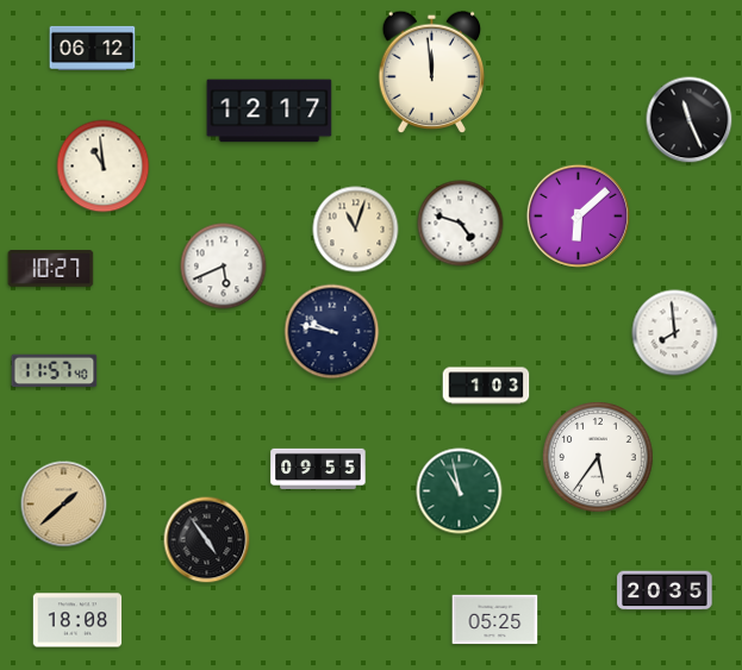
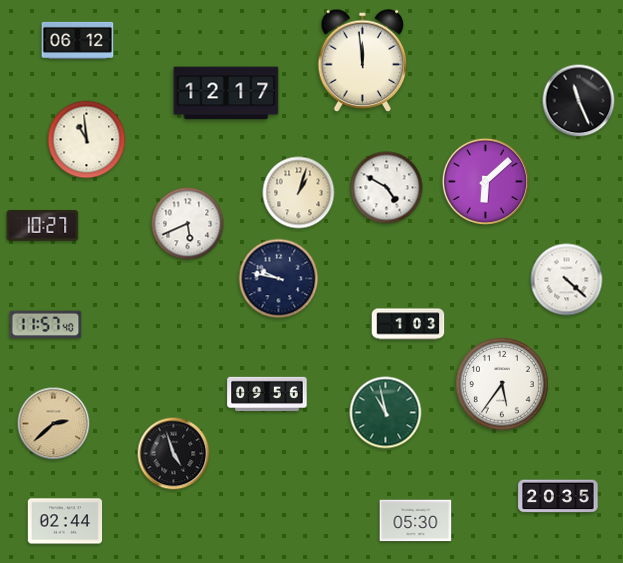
clock at (461, 224): 4:48 -> 4:50
clock at (356, 230): 11:03 -> 1:03
clock at (675, 333): 7:59 -> 4:22
clock at (55, 371) position: (55, 371) -> (46, 325)
clock at (318, 469): 09:55 -> 09:56
clock at (64, 505): 1:38 -> 2:38
clock at (207, 540): 4:54 -> 4:57
clock at (77, 620): 18:08 -> 02:44
clock at (495, 620): 05:25 -> 05:30
